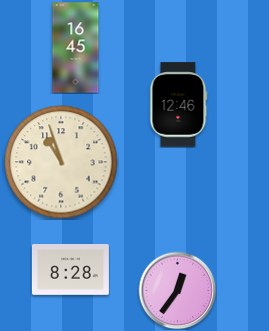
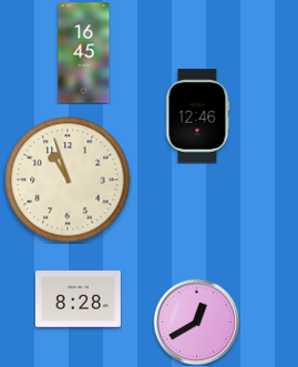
clock at (177, 290): 12:36 -> 12:40
